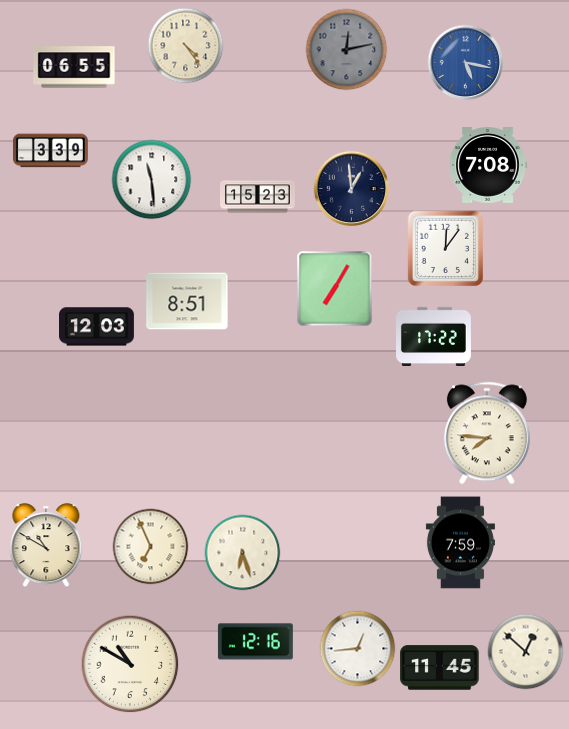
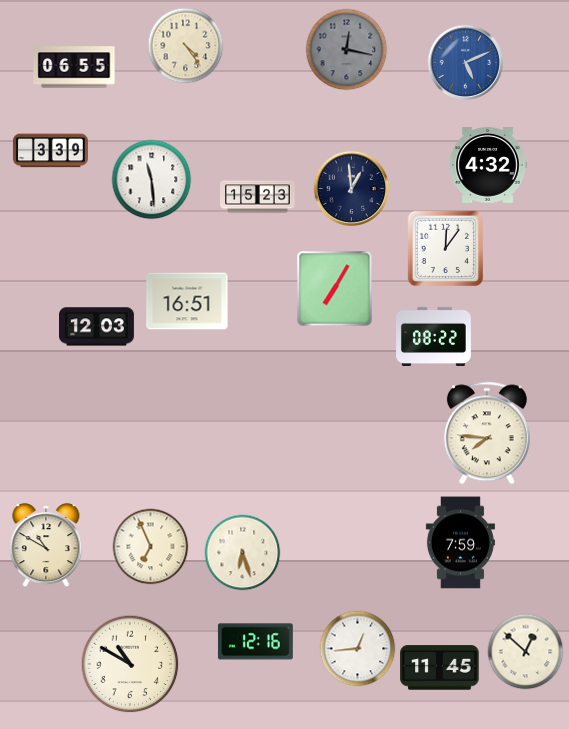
clock at (347, 50): 12:13 -> 12:17
clock at (466, 63): 5:17 -> 5:11
clock at (488, 166): 7:08 -> 4:32
clock at (187, 301): 8:51 -> 16:51
clock at (434, 336): 17:22 -> 08:22
